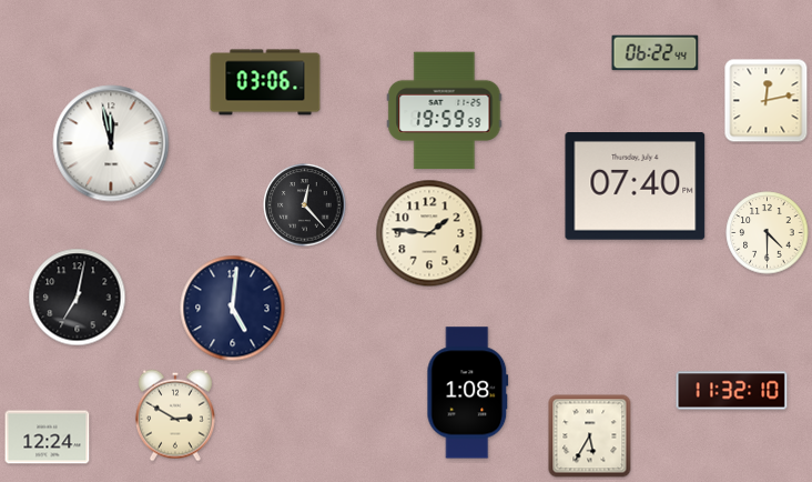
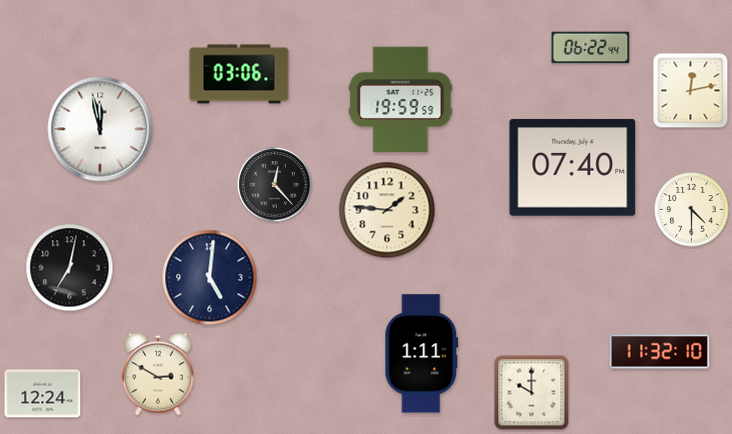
clock at (468, 393): 1:08 -> 1:11
clock at (590, 436): 5:35 -> 10:00
